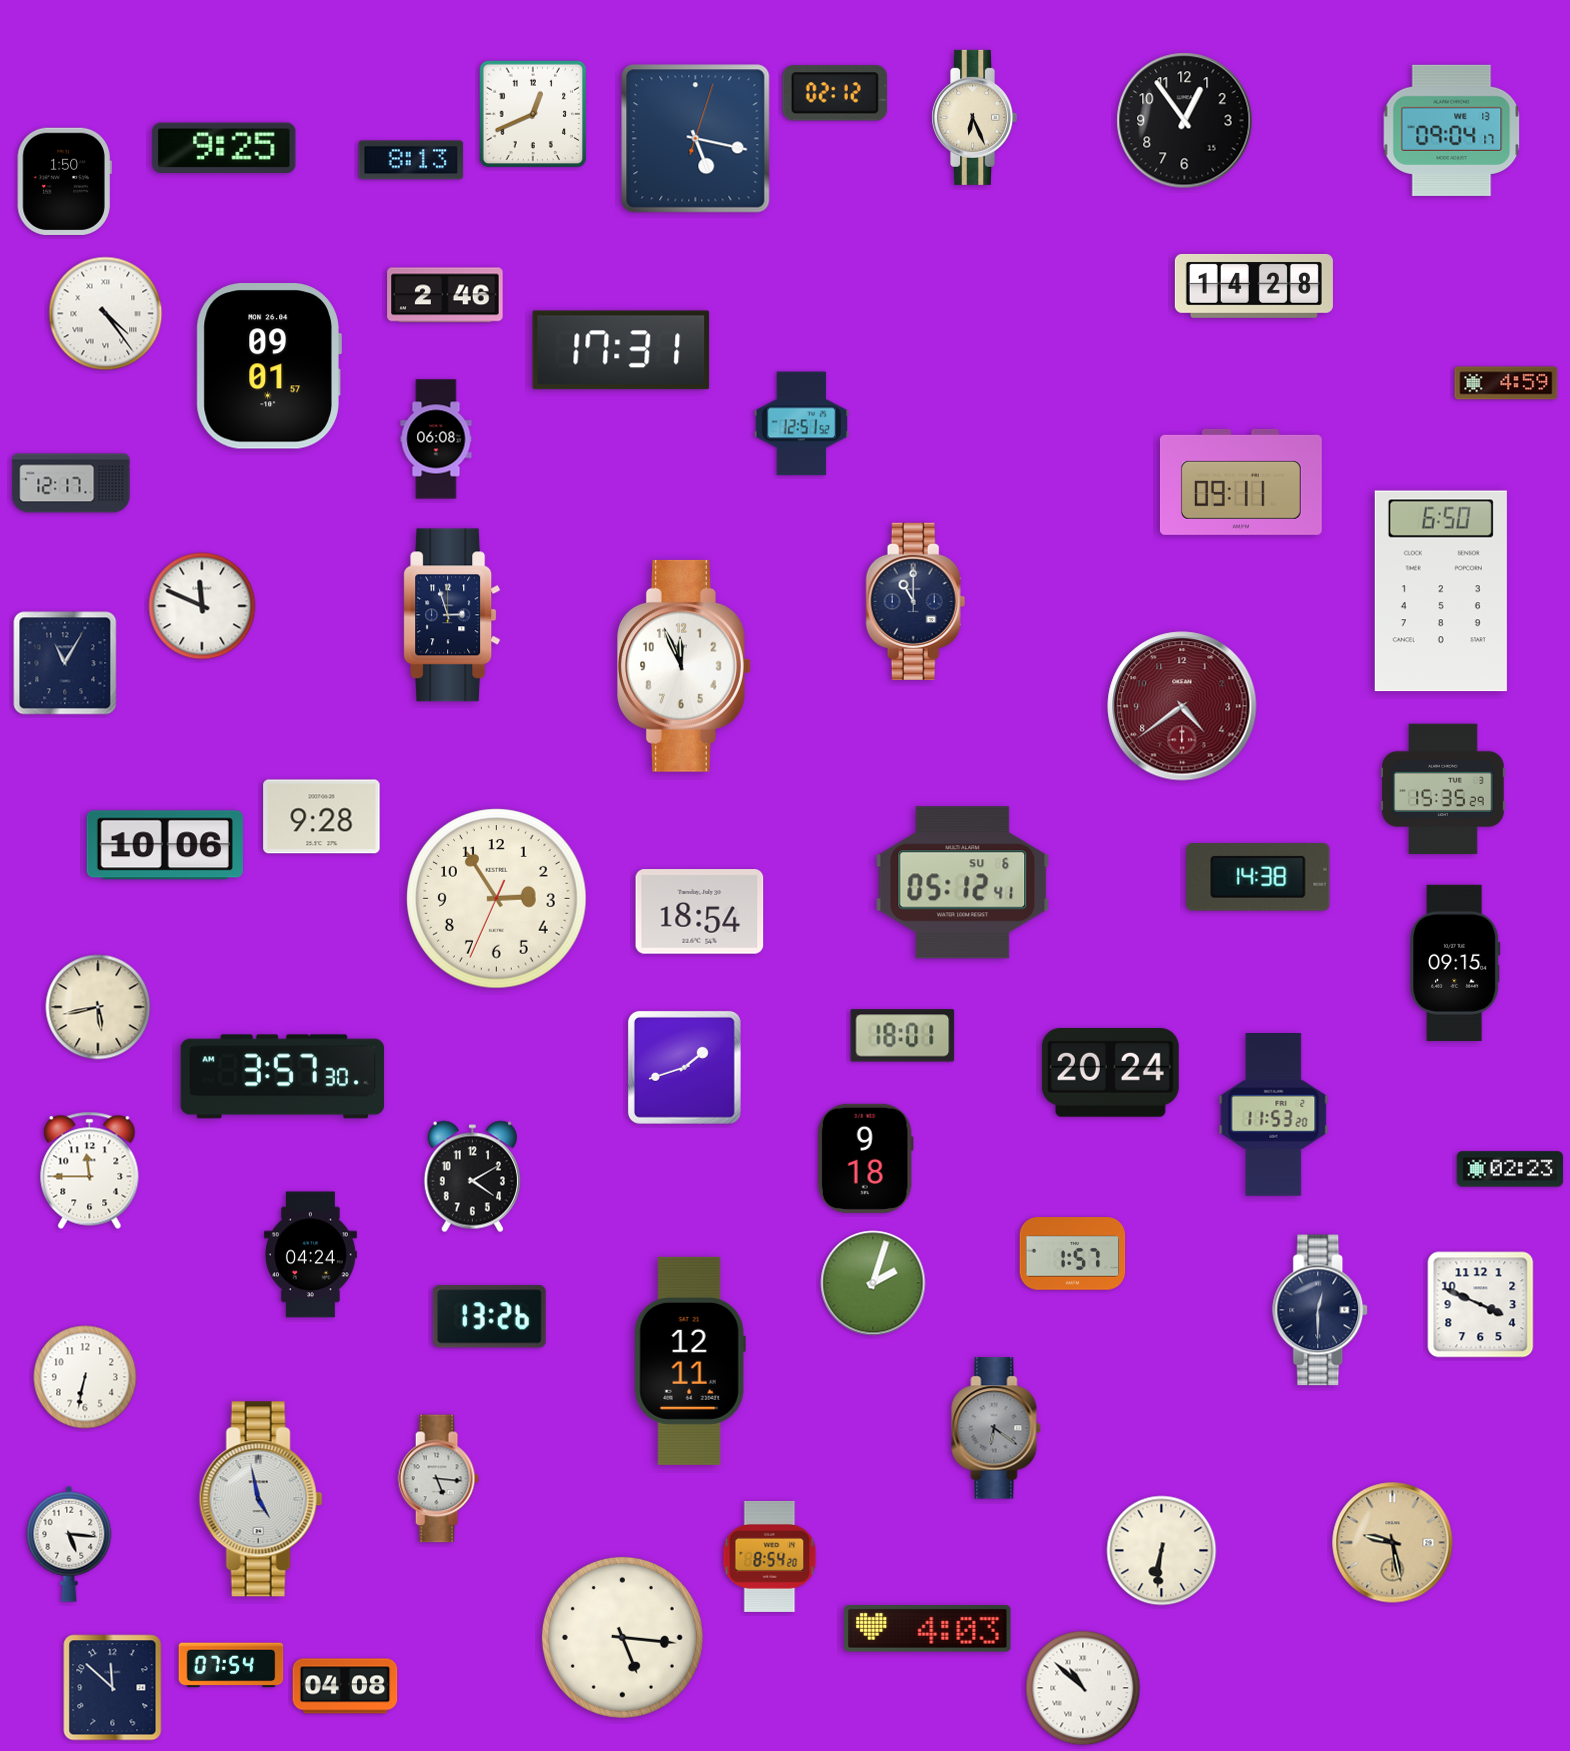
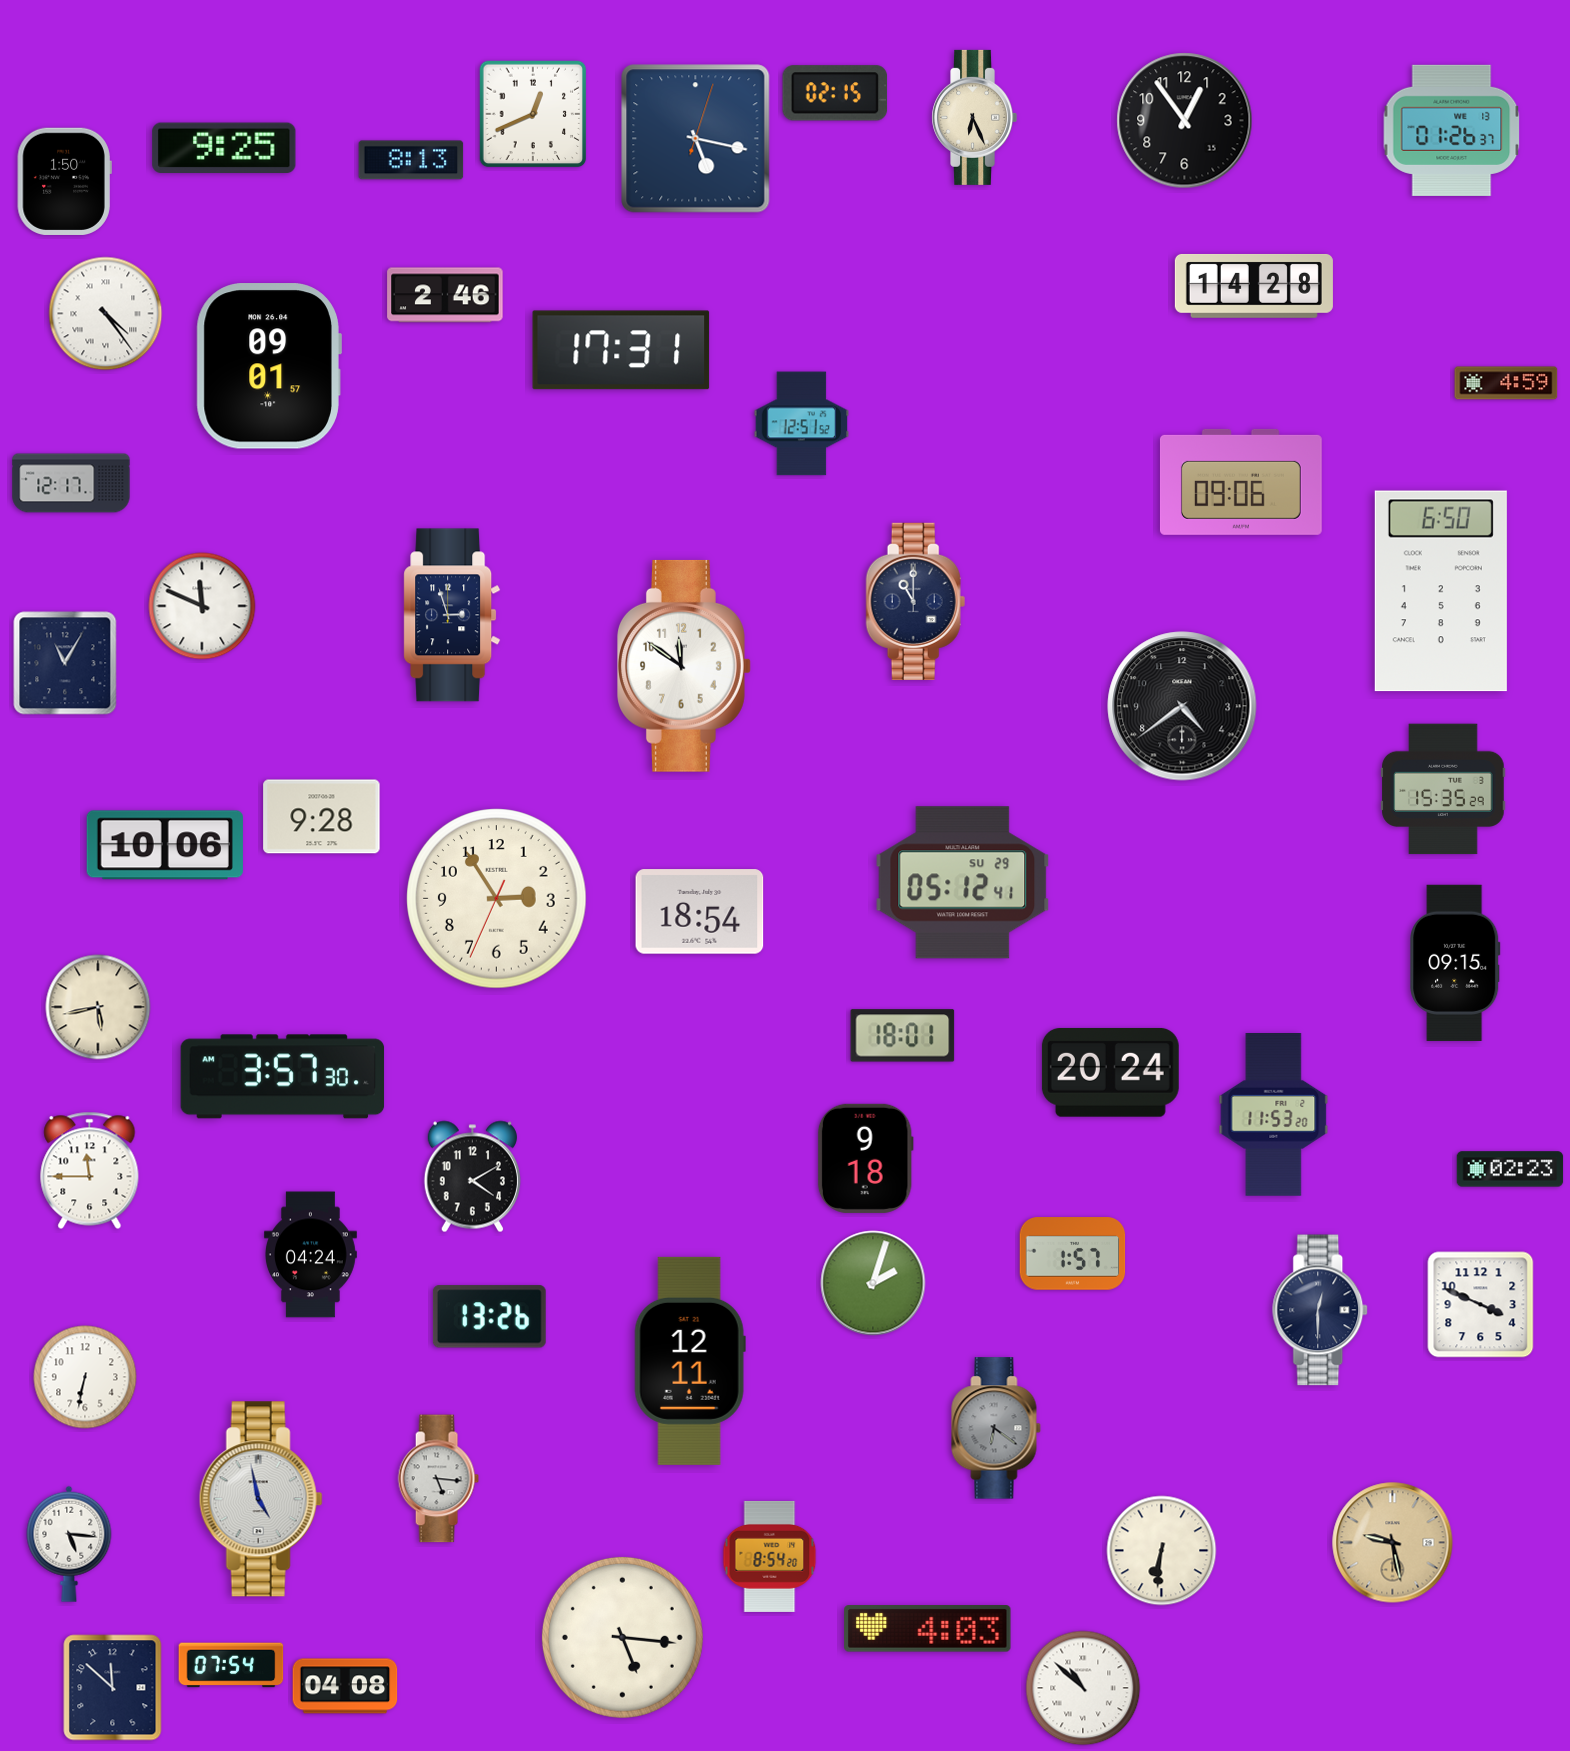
clock at (835, 93): 02:12 -> 02:15
clock at (1452, 130): 09:04 -> 01:26
clock at (436, 439): 06:08 -> none
clock at (1241, 482): 09:11 -> 09:06
clock at (685, 666): 11:56 -> 11:51
clock at (1182, 706) dial: burgundy -> black
clock at (1258, 878): 14:38 -> none
clock at (963, 883) date: SU 6 -> SU 29
clock at (684, 1067): 1:42 -> none
